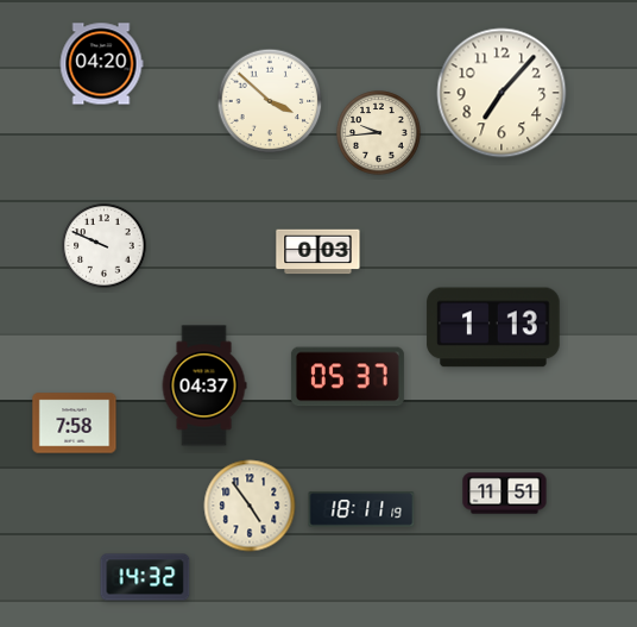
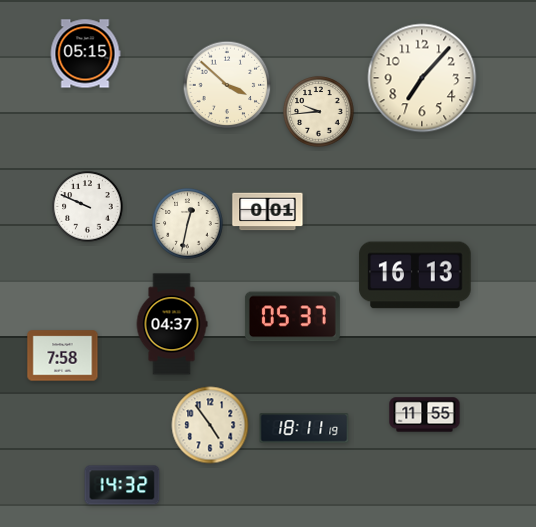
clock at (101, 64): 04:20 -> 05:15
clock at (318, 252): 0:03 -> 0:01
clock at (188, 224): none -> 12:32
clock at (493, 327): 1:13 -> 16:13
clock at (505, 494): 11:51 -> 11:55
